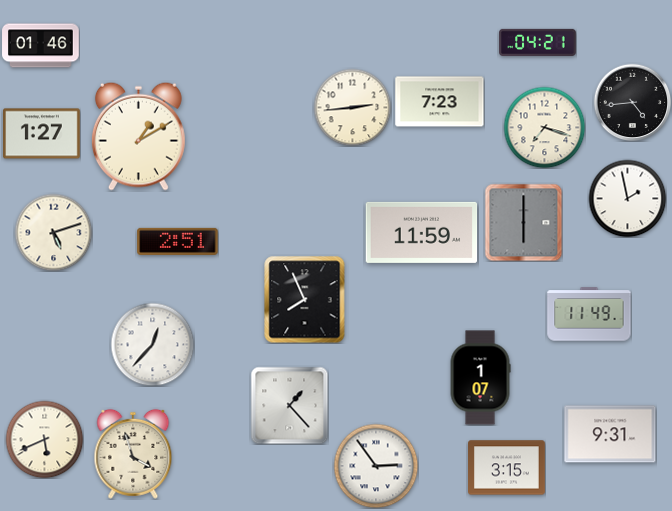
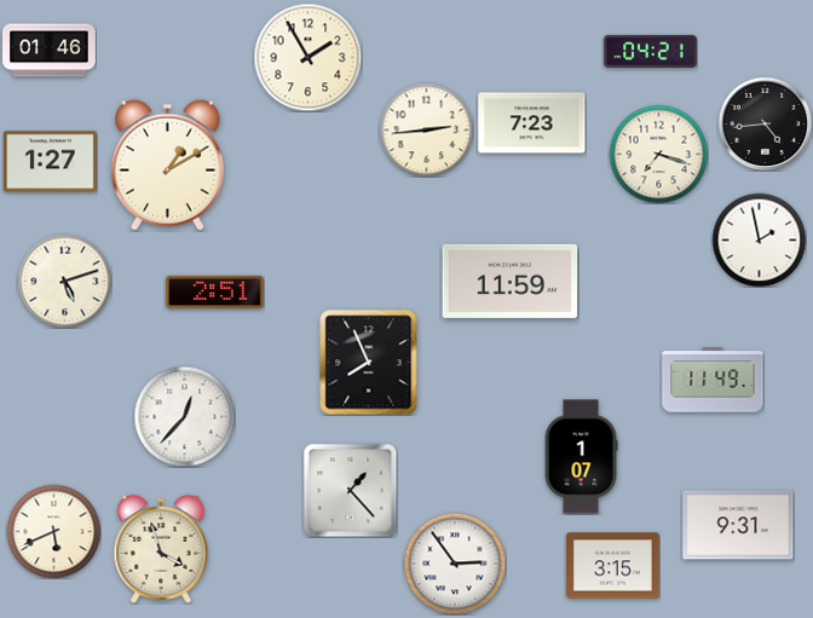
clock at (41, 46) position: (41, 46) -> (50, 51)
clock at (307, 57): none -> 1:55
clock at (523, 222): 6:00 -> none
